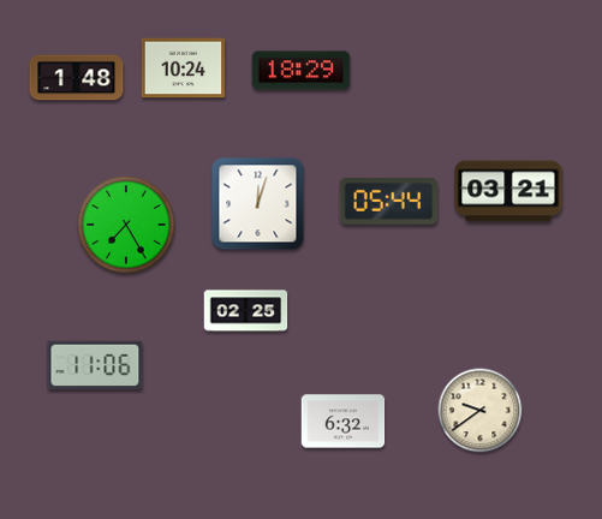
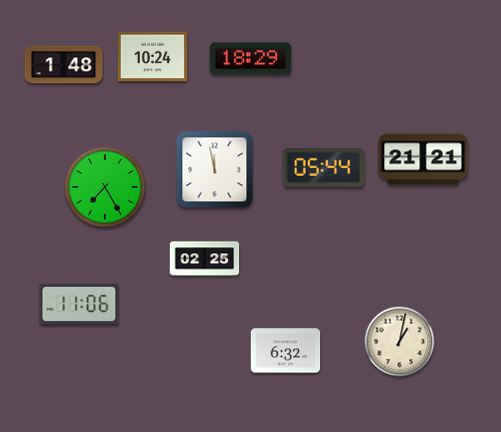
clock at (508, 191): 03:21 -> 21:21
clock at (258, 204): 12:03 -> 11:58
clock at (481, 411): 9:39 -> 1:02
